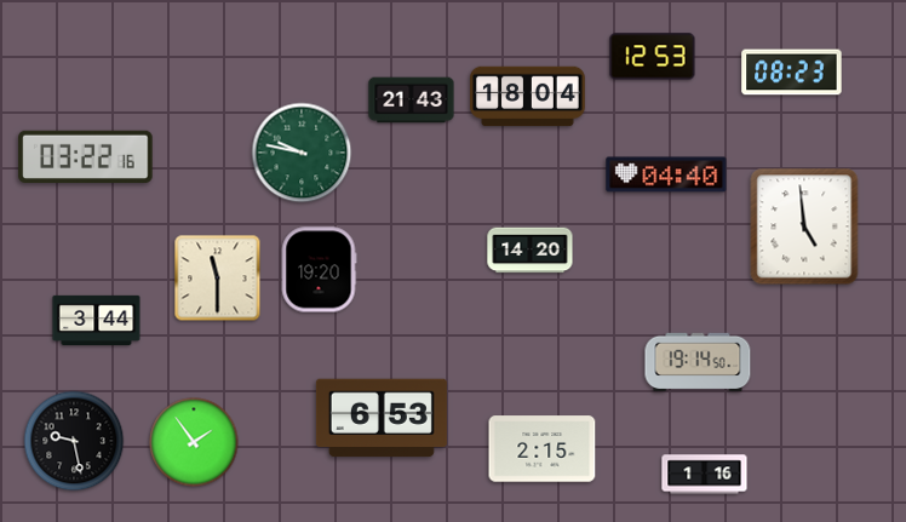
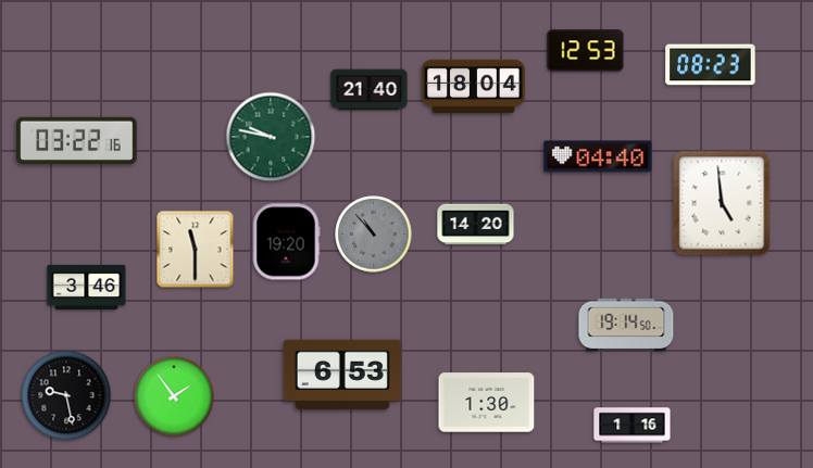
clock at (412, 101): 21:43 -> 21:40
clock at (374, 235): none -> 10:53
clock at (97, 320): 3:44 -> 3:46
clock at (543, 449): 2:15 -> 1:30
